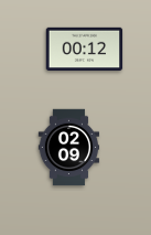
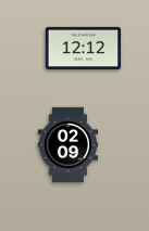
clock at (85, 50): 00:12 -> 12:12
